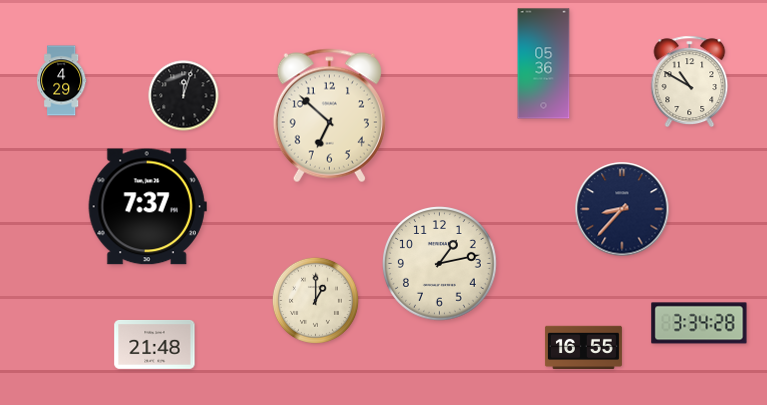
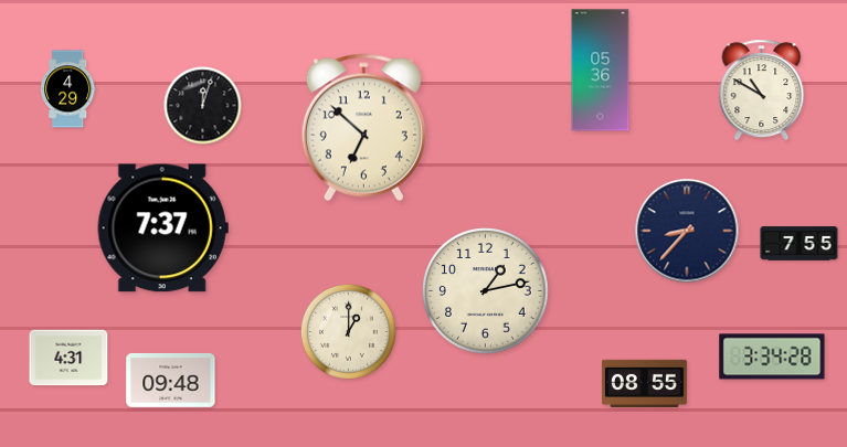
clock at (800, 244): none -> 7:55
clock at (68, 358): none -> 4:31
clock at (155, 344): 21:48 -> 09:48
clock at (583, 347): 16:55 -> 08:55
